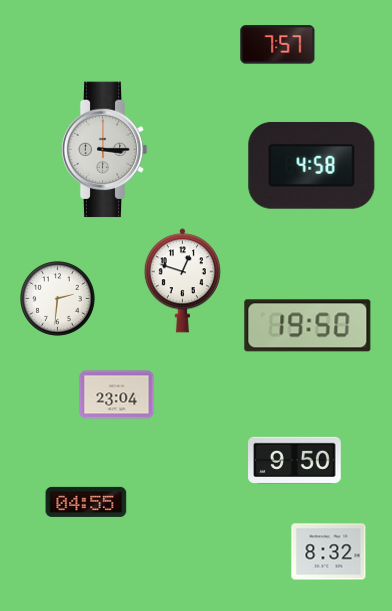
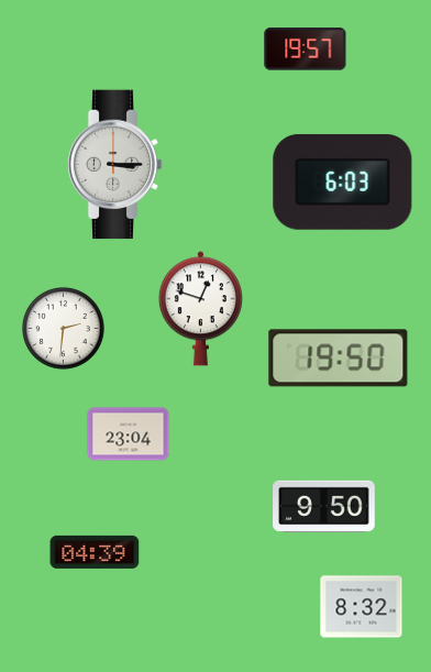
clock at (278, 45): 7:57 -> 19:57
clock at (312, 165): 4:58 -> 6:03
clock at (86, 502): 04:55 -> 04:39
